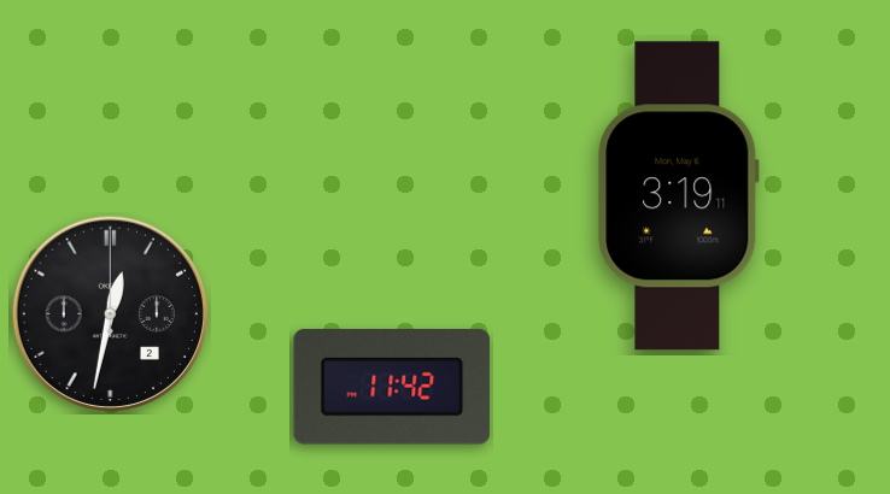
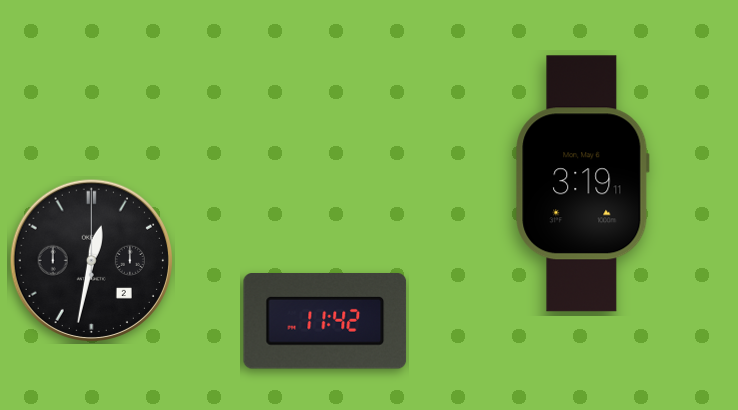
clock at (679, 196) position: (679, 196) -> (583, 184)
